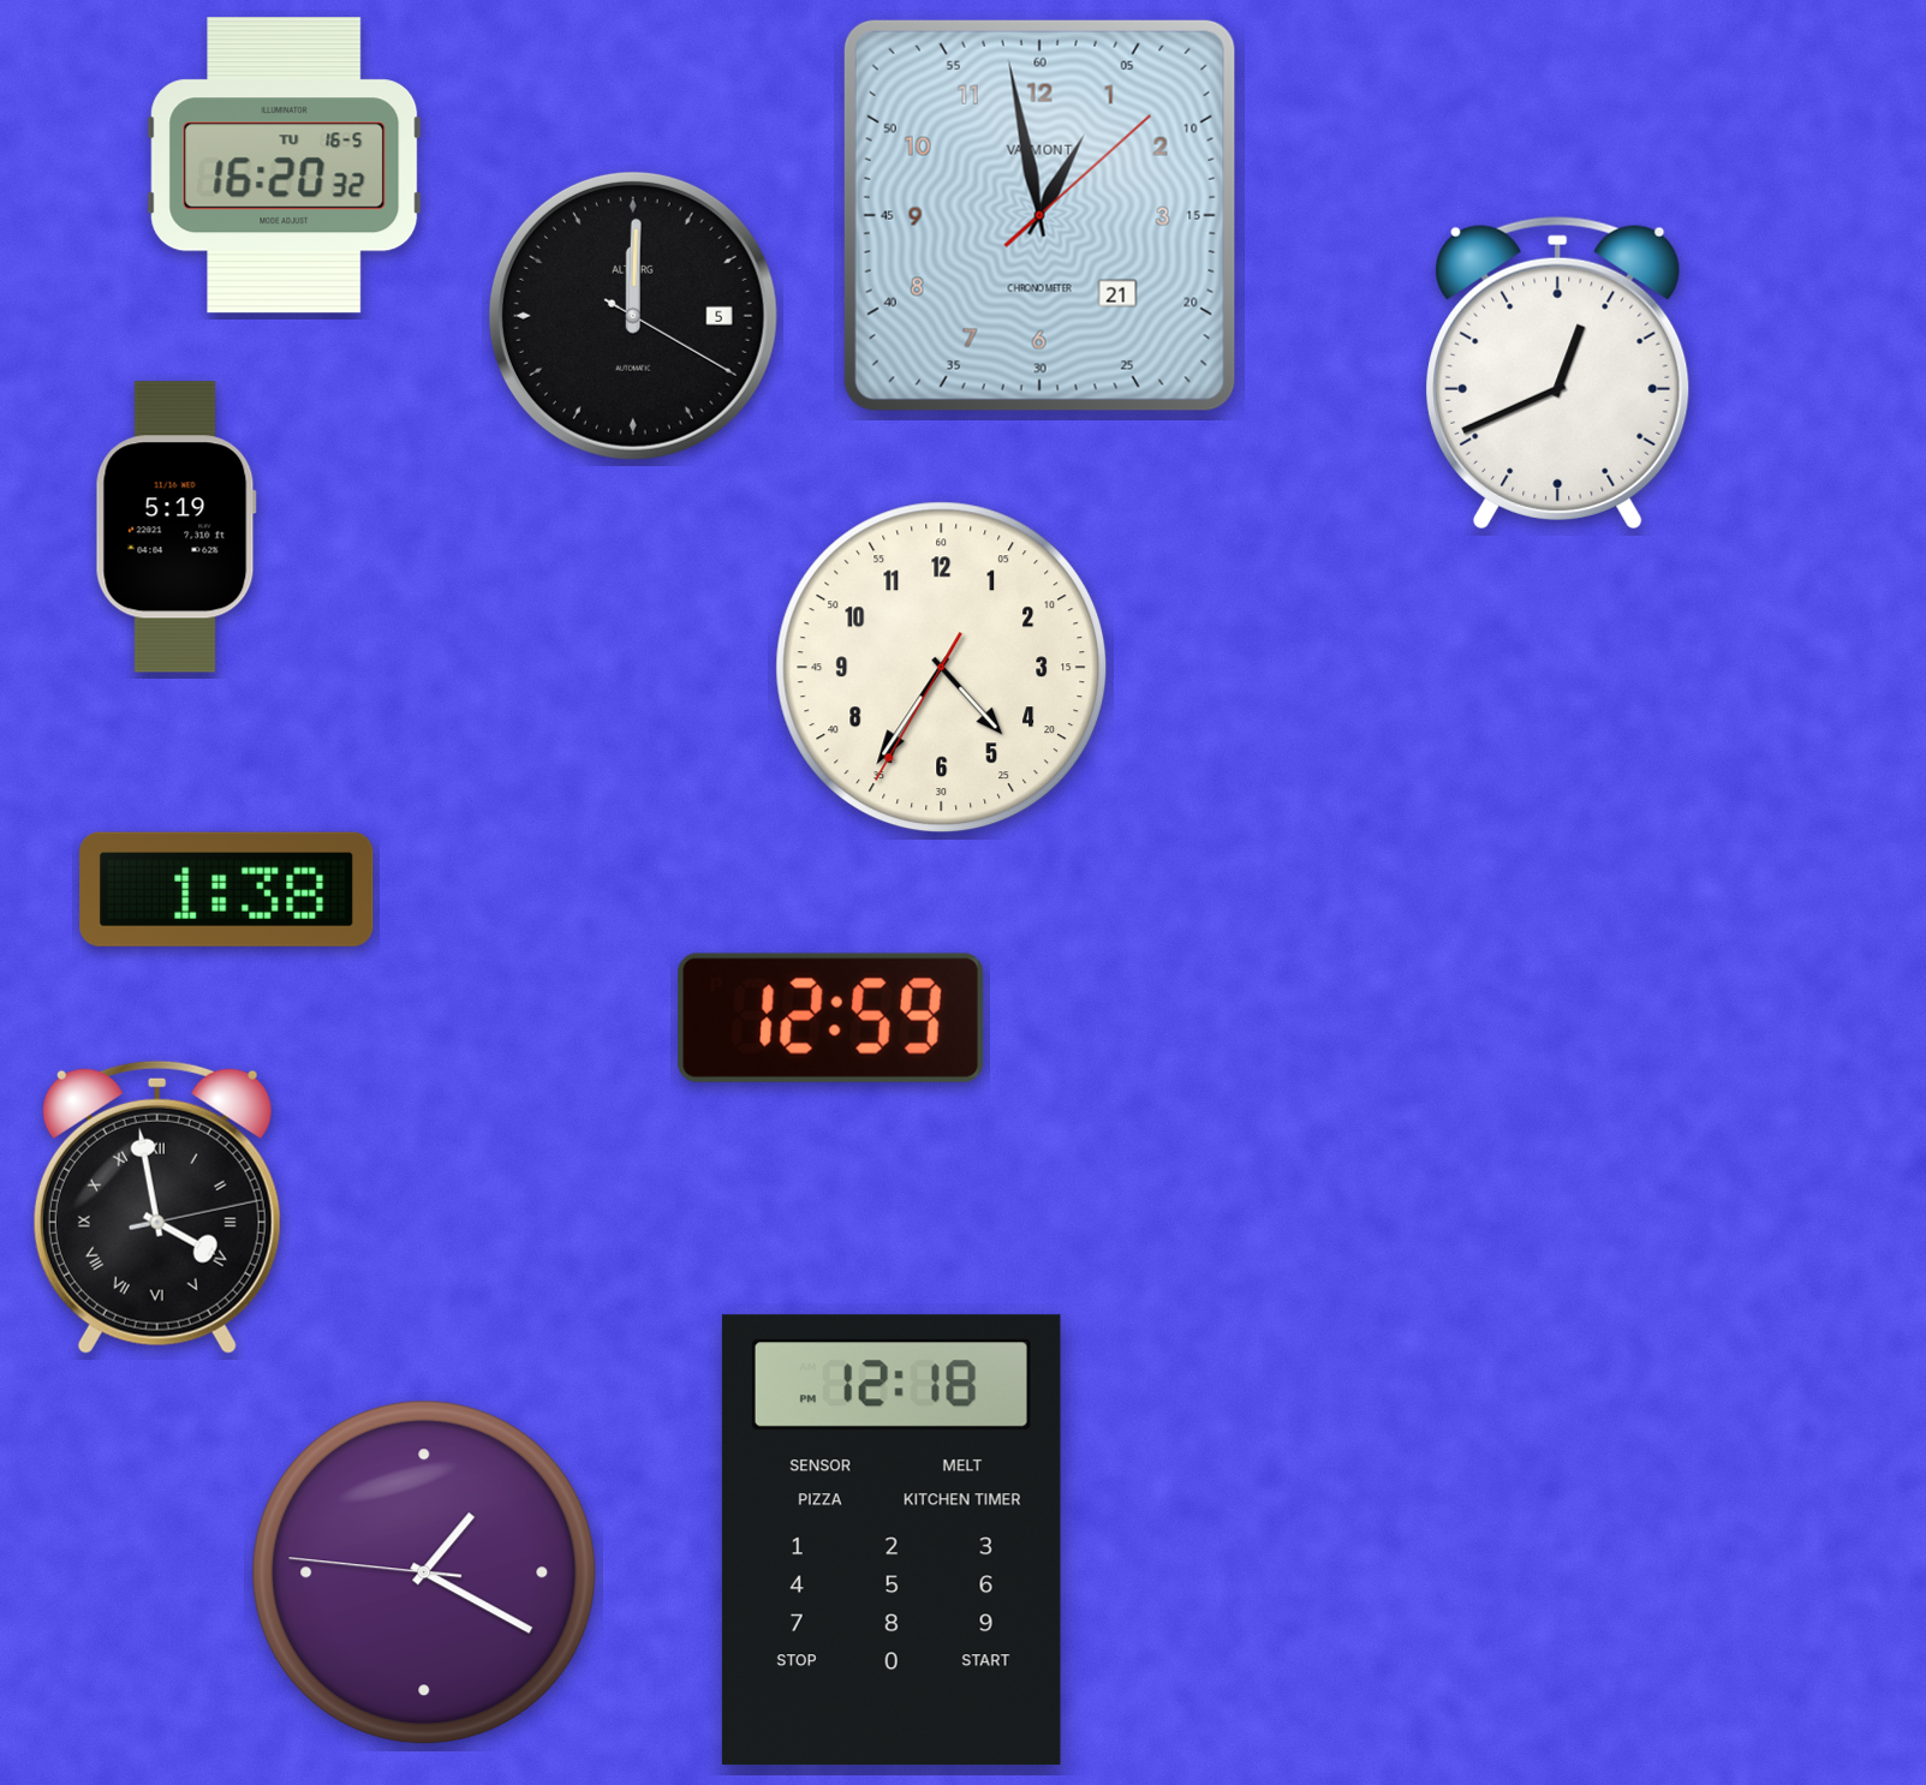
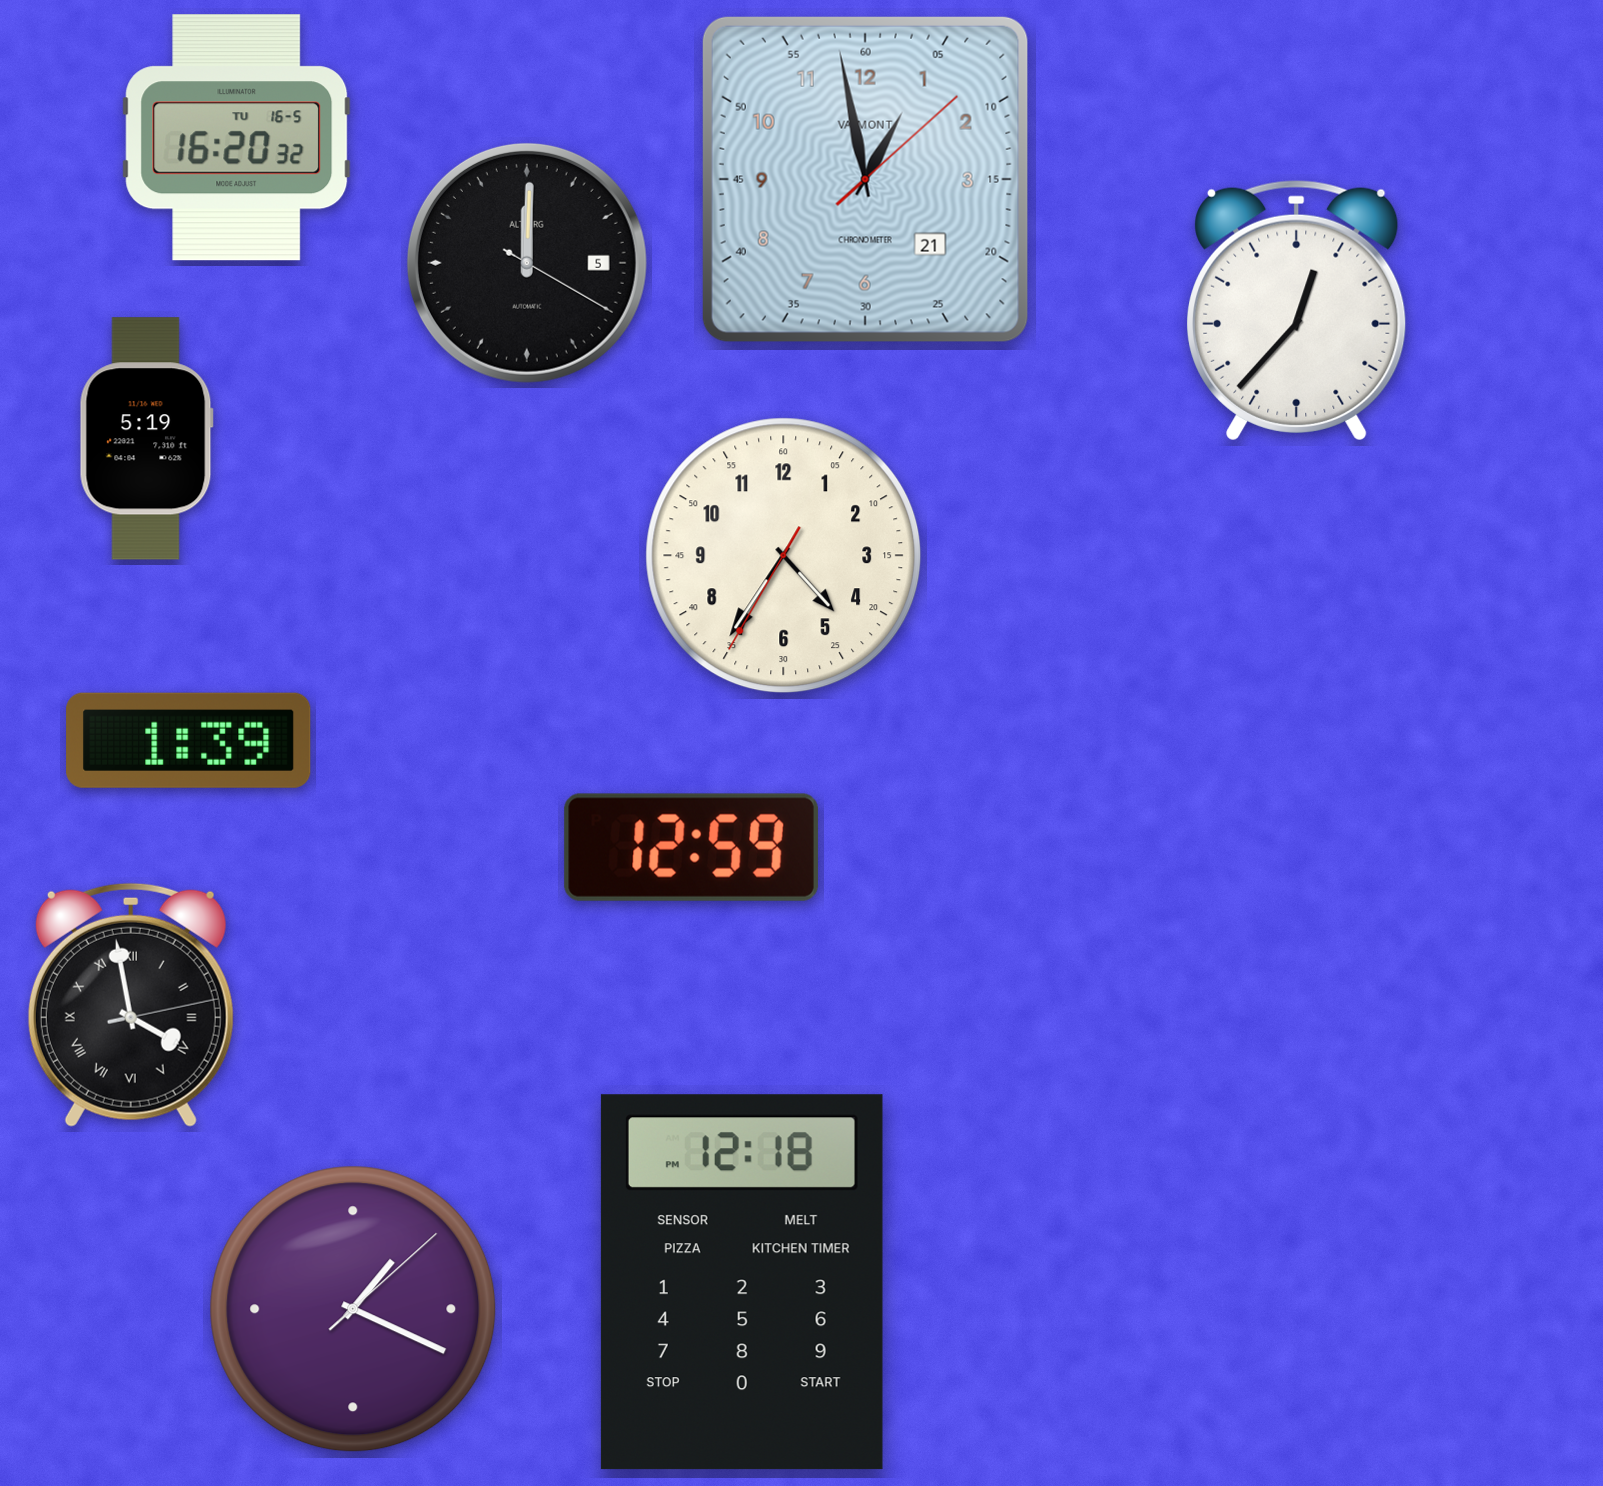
clock at (1558, 372): 12:41 -> 12:37
clock at (227, 889): 1:38 -> 1:39
clock at (424, 1572): 1:19:46 -> 1:19:08
